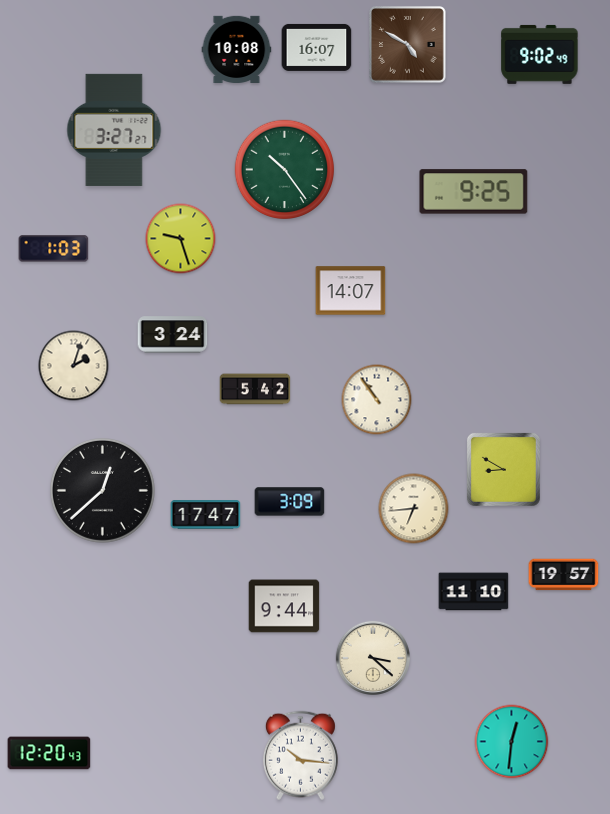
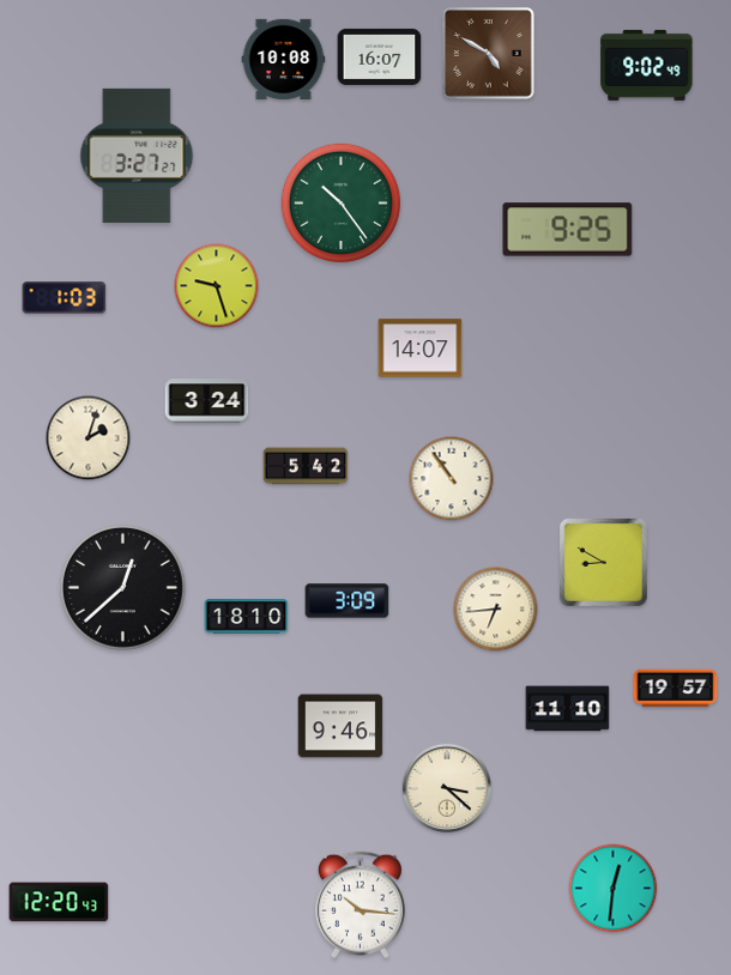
clock at (206, 515): 17:47 -> 18:10
clock at (284, 606): 9:44 -> 9:46
